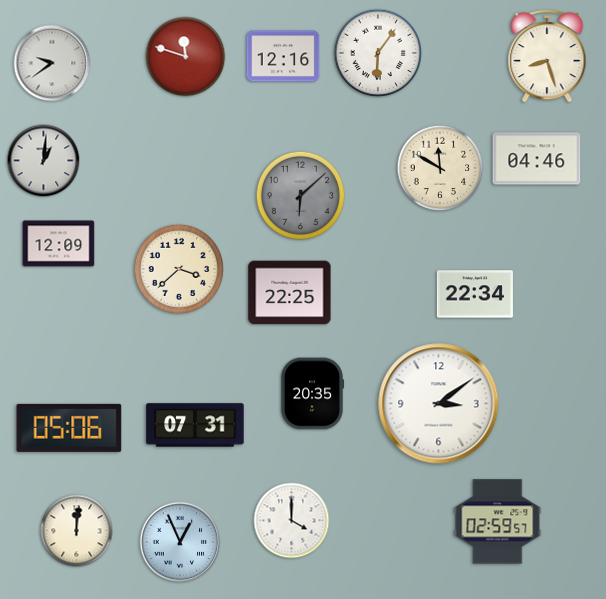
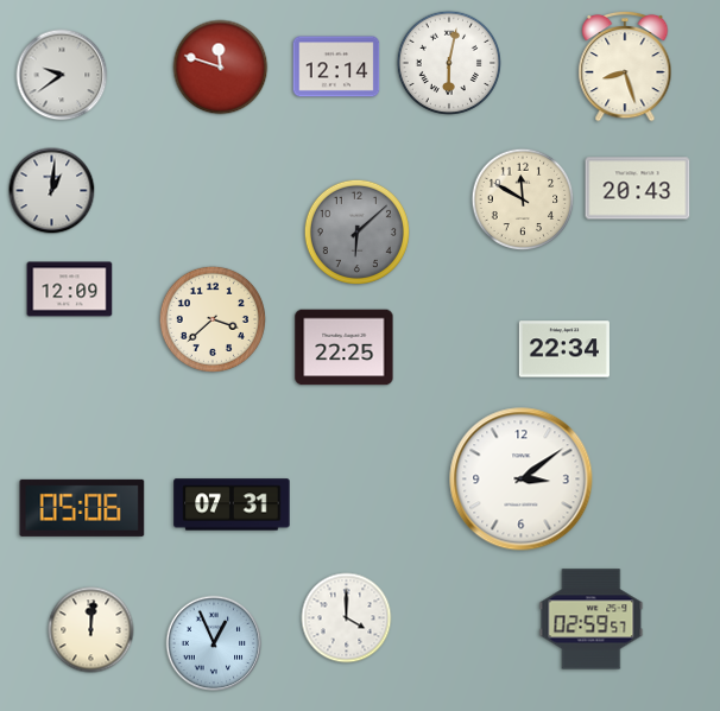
clock at (377, 52): 6:06 -> 6:02
clock at (283, 56): 12:16 -> 12:14
clock at (547, 56) position: (547, 56) -> (625, 66)
clock at (537, 159): 04:46 -> 20:43
clock at (312, 394): 20:35 -> none
